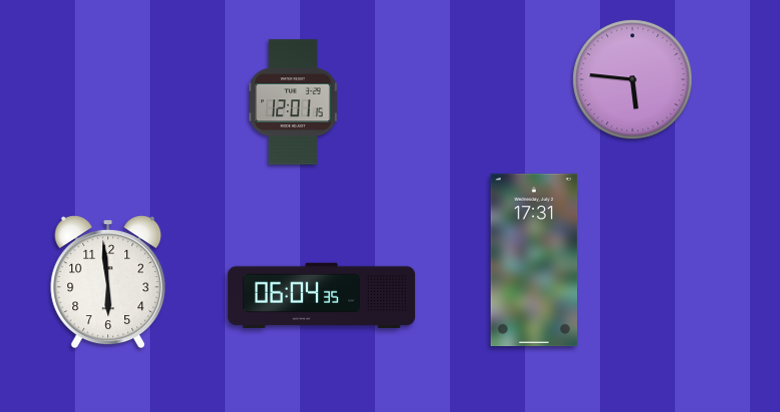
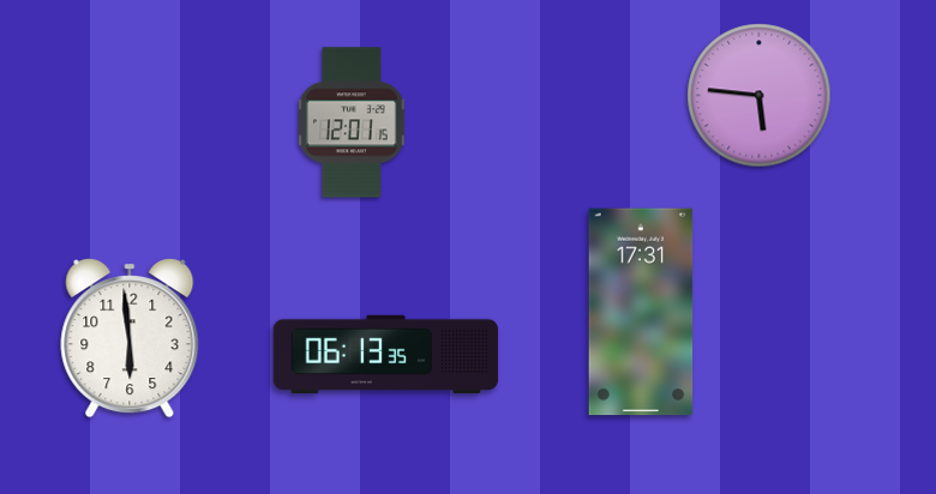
clock at (322, 296): 06:04 -> 06:13
